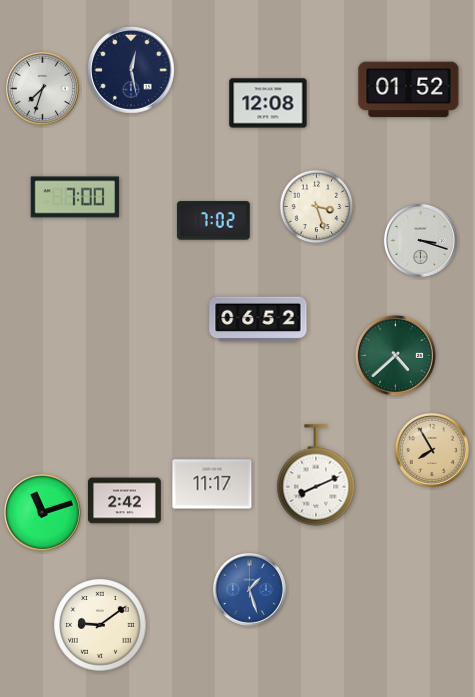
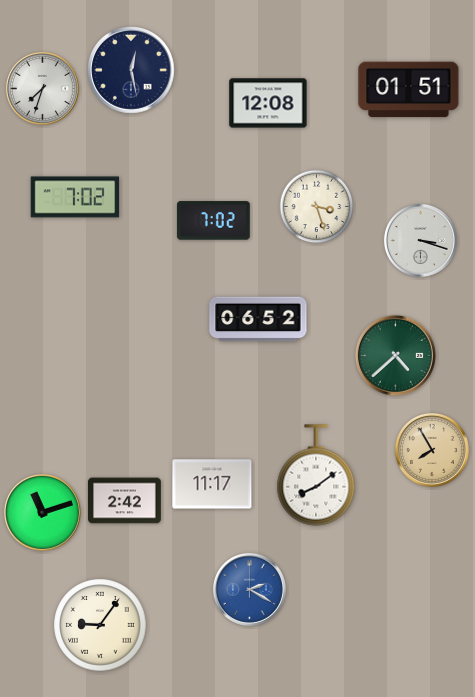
clock at (409, 90): 01:52 -> 01:51
clock at (75, 197): 7:00 -> 7:02
clock at (316, 475): 8:11 -> 8:09
clock at (249, 589): 1:27 -> 2:20
clock at (100, 625): 9:09 -> 9:06
